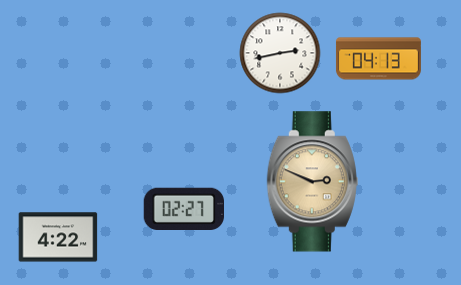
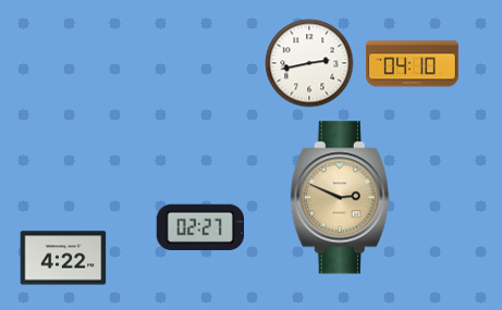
clock at (280, 53) position: (280, 53) -> (309, 63)
clock at (378, 59): 04:13 -> 04:10
